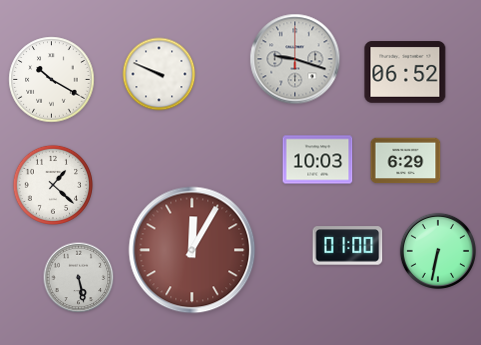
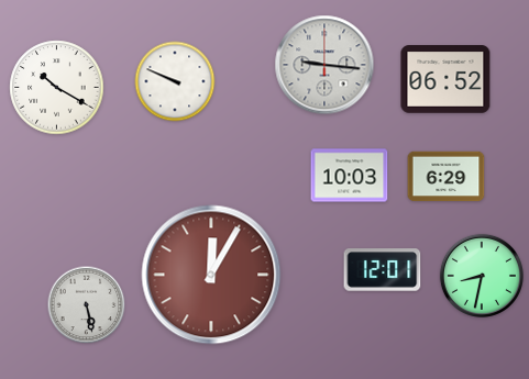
clock at (295, 59): 9:18 -> 9:16
clock at (53, 185): 1:22 -> none
clock at (348, 246): 01:00 -> 12:01
clock at (438, 251): 6:32 -> 8:32
